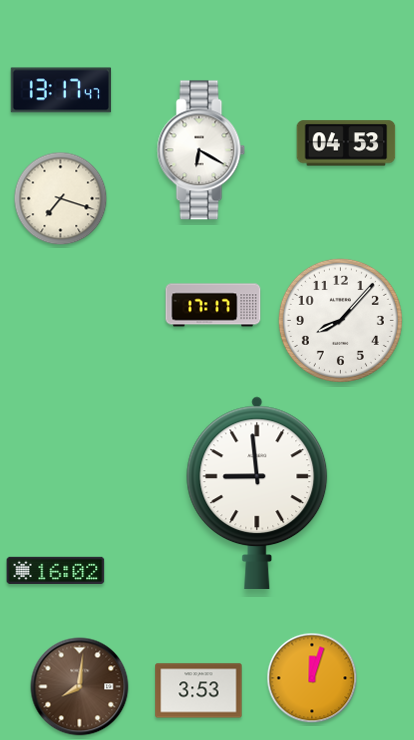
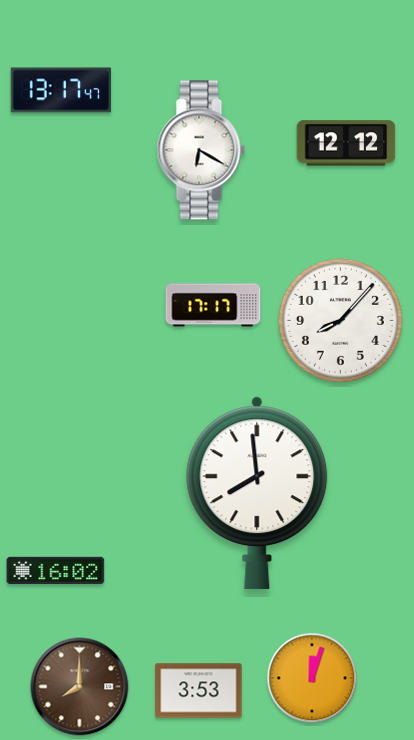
clock at (346, 143): 04:53 -> 12:12
clock at (61, 199): 7:18 -> none
clock at (257, 493): 8:59 -> 7:59
clock at (80, 687): 8:01 -> 8:00
